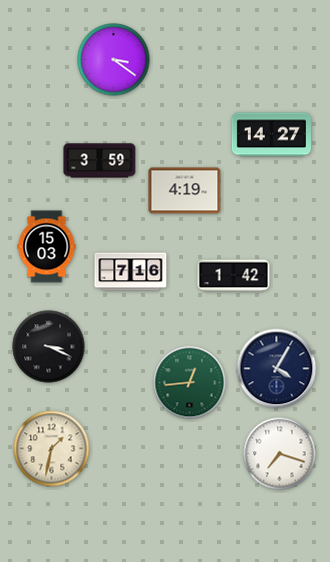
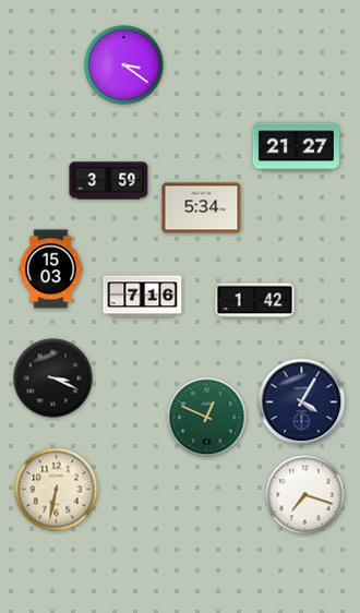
clock at (271, 135): 14:27 -> 21:27
clock at (100, 161) position: (100, 161) -> (109, 181)
clock at (185, 191): 4:19 -> 5:34
clock at (190, 383): 12:44 -> 12:49
clock at (52, 449): 1:32 -> 6:32
